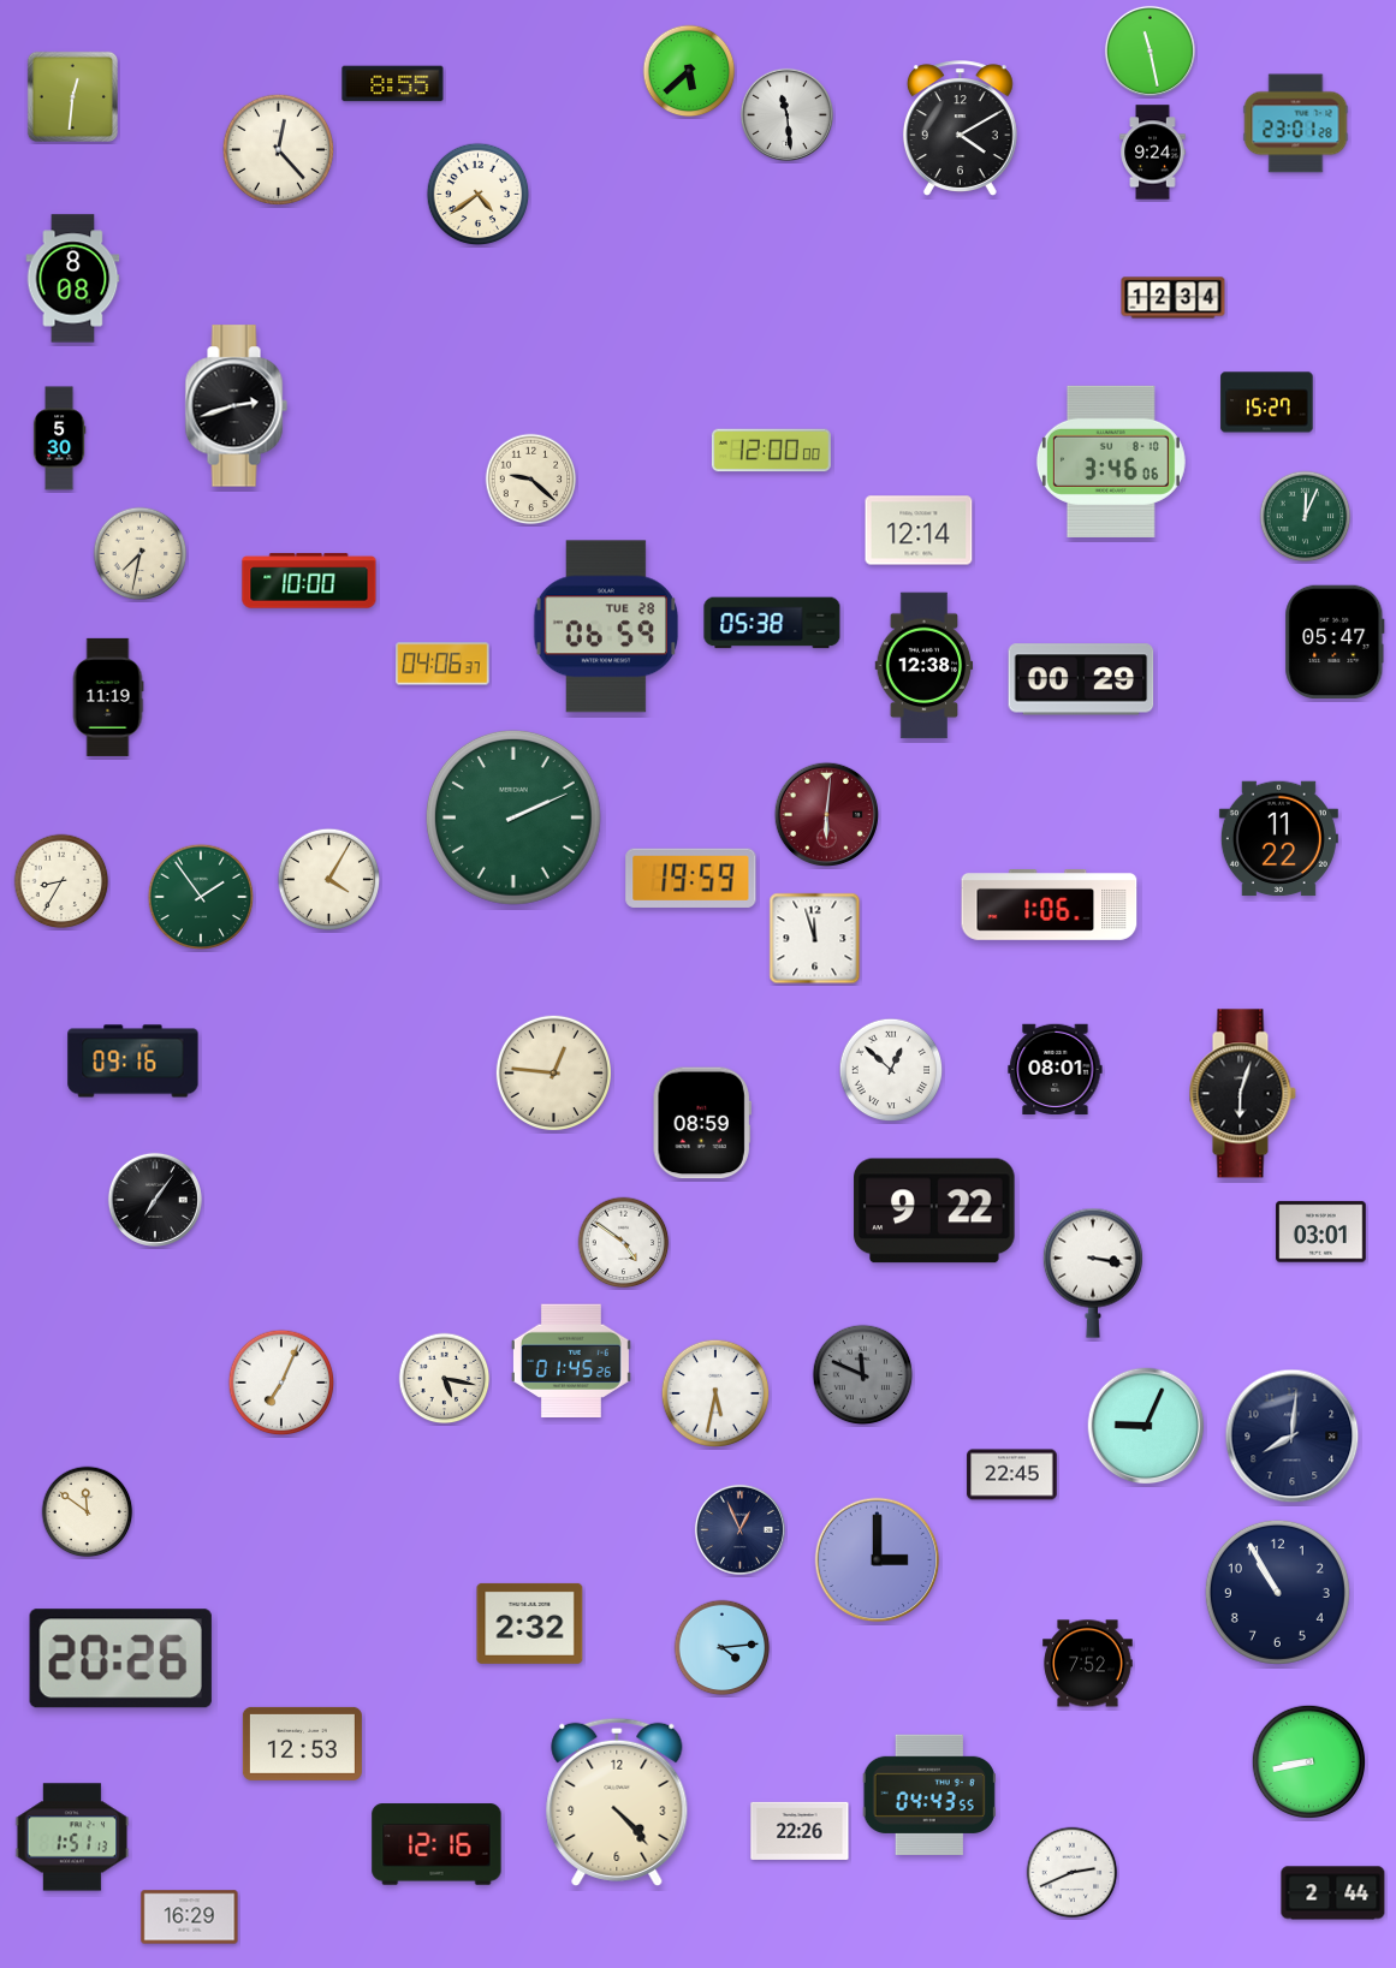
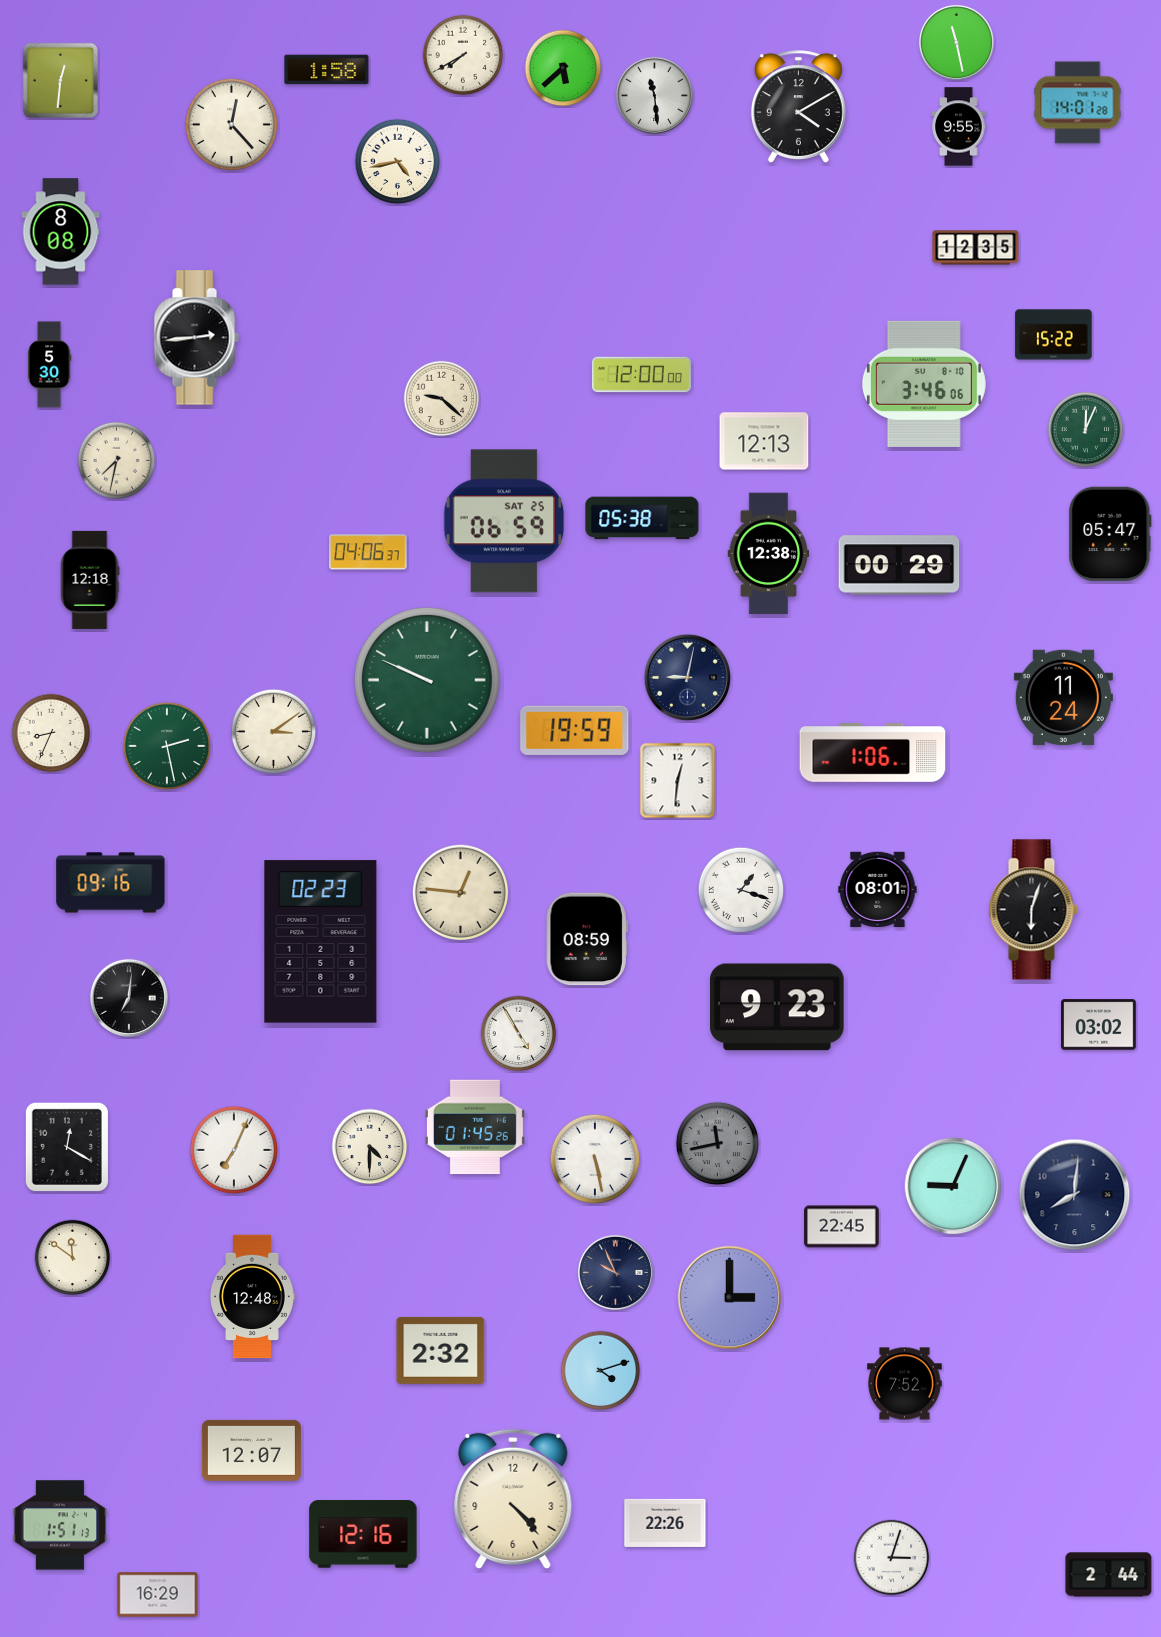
clock at (463, 55): none -> 7:40
clock at (689, 71) position: (689, 71) -> (563, 68)
clock at (393, 84): 8:55 -> 1:58
clock at (1296, 124): 23:01 -> 14:01
clock at (1153, 153): 9:24 -> 9:55
clock at (479, 195): 4:39 -> 4:43
clock at (1174, 298): 12:34 -> 12:35
clock at (1267, 403): 15:27 -> 15:22
clock at (236, 406): 2:42 -> 2:44
clock at (919, 530): 12:14 -> 12:13
clock at (309, 581): 10:00 -> none
clock at (606, 626) date: TUE 28 -> SAT 25
clock at (108, 697): 11:19 -> 12:18
clock at (826, 814): 6:01 -> 9:02
clock at (826, 814) dial: burgundy -> navy
clock at (513, 817): 2:11 -> 9:49
clock at (1278, 839): 11:22 -> 11:24
clock at (329, 880): 4:05 -> 3:09
clock at (61, 881): 8:35 -> 8:34
clock at (201, 897): 1:54 -> 2:28
clock at (815, 939): 11:57 -> 12:31
clock at (891, 1070): 12:52 -> 1:18
clock at (702, 1123) position: (702, 1123) -> (587, 939)
clock at (321, 942): none -> 02:23
clock at (155, 1200): 7:06 -> 7:01
clock at (934, 1211): 9:22 -> 9:23
clock at (1321, 1232): 03:01 -> 03:02
clock at (624, 1243): 4:51 -> 4:55
clock at (1093, 1273): 3:17 -> none
clock at (571, 1361) position: (571, 1361) -> (475, 1127)
clock at (863, 1375): 11:49 -> 11:43
clock at (67, 1147): none -> 12:20
clock at (445, 1379): 5:17 -> 4:30
clock at (715, 1393): 5:32 -> 5:28
clock at (739, 1529): 12:56 -> 9:56
clock at (252, 1297): none -> 12:48
clock at (1277, 1592): 10:55 -> none
clock at (723, 1648): 4:14 -> 4:12
clock at (120, 1659): 20:26 -> none
clock at (302, 1743): 12:53 -> 12:07
clock at (1308, 1761): 8:43 -> none
clock at (929, 1794): 04:43 -> none
clock at (72, 1837) position: (72, 1837) -> (60, 1525)
clock at (1073, 1873): 2:41 -> 3:03
